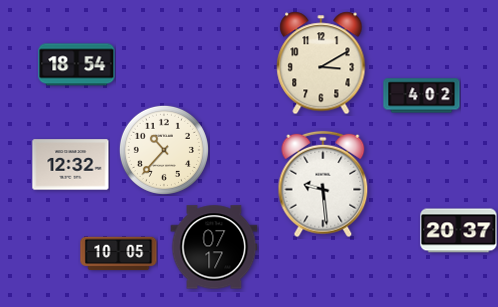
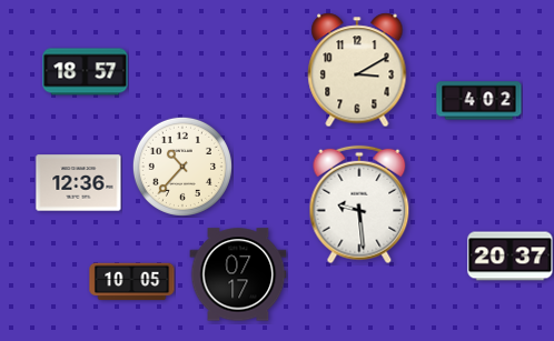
clock at (77, 65): 18:54 -> 18:57
clock at (422, 96) position: (422, 96) -> (479, 101)
clock at (71, 165): 12:32 -> 12:36
